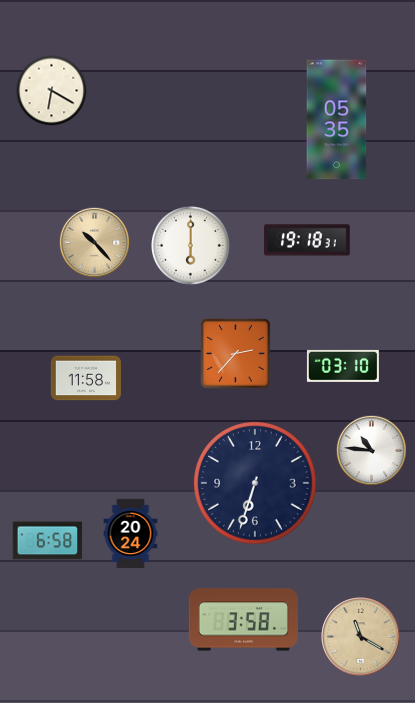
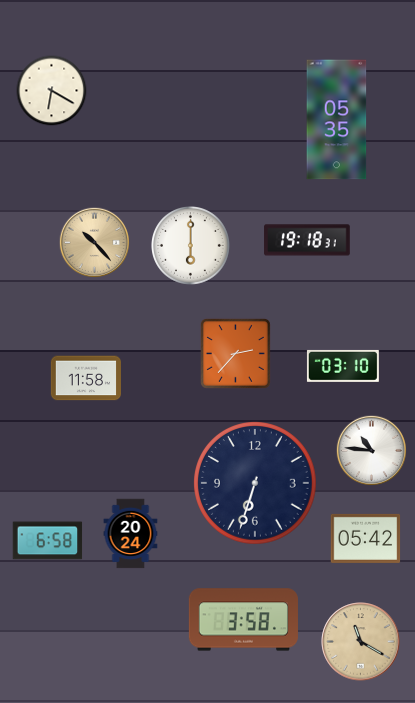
clock at (366, 538): none -> 05:42
clock at (361, 637) position: (361, 637) -> (361, 642)
